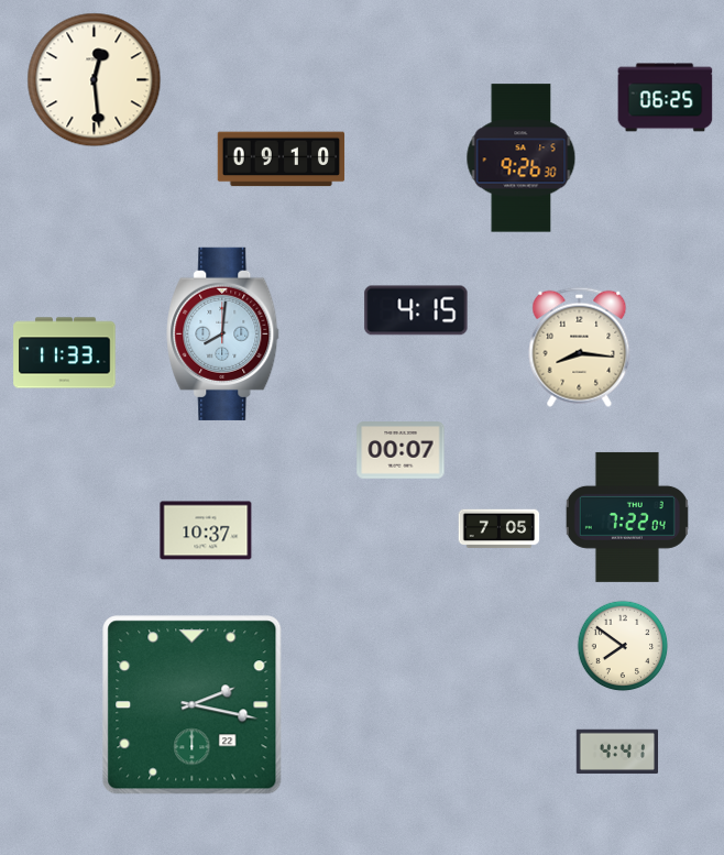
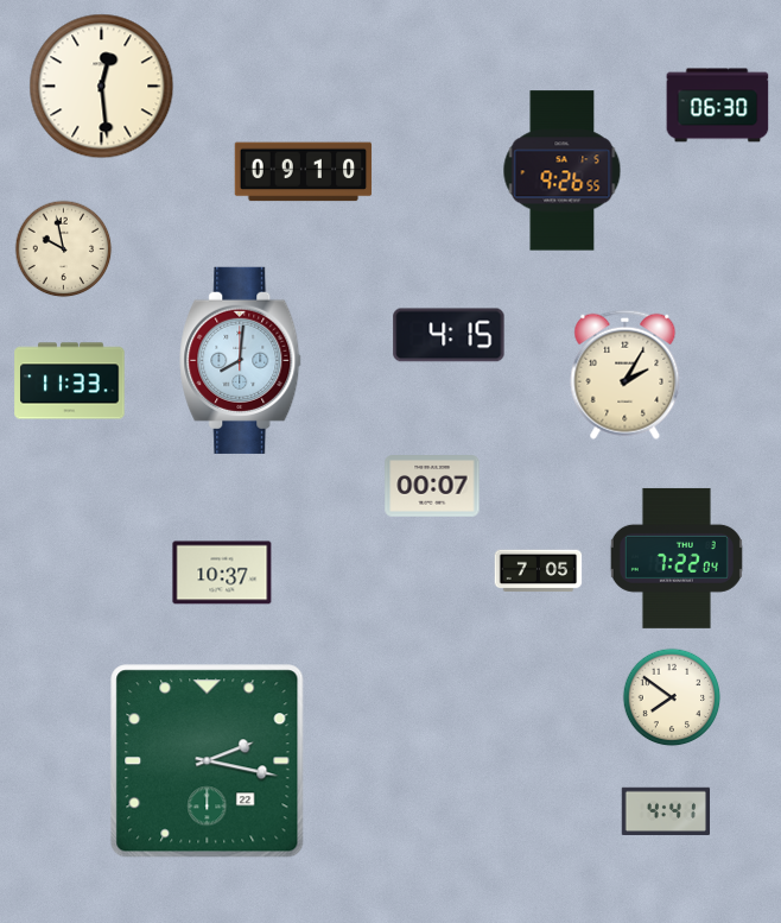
clock at (666, 98): 06:25 -> 06:30
clock at (522, 158): 9:26:30 -> 9:26:55
clock at (64, 249): none -> 9:58
clock at (580, 347): 8:16 -> 2:05
